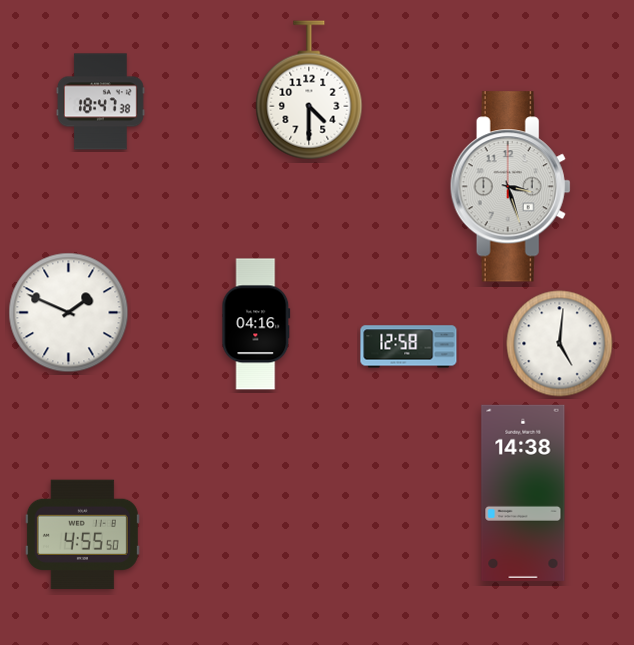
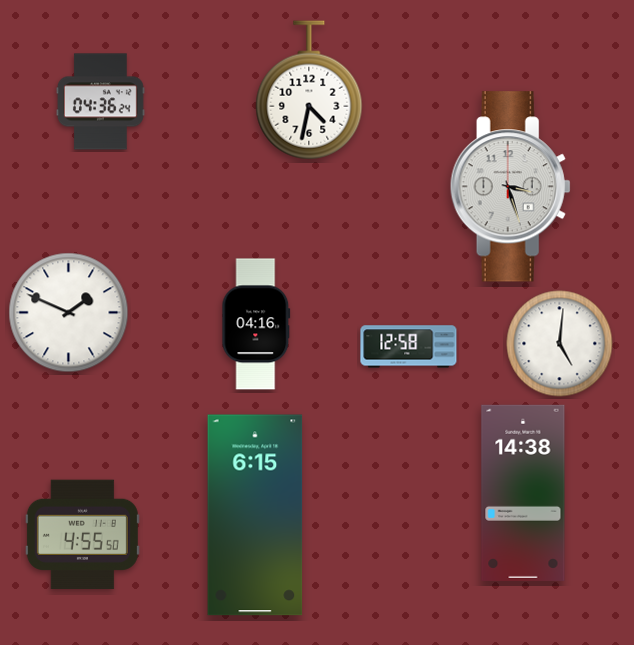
clock at (309, 90): 4:30 -> 4:32
clock at (100, 102): 18:47 -> 04:36
clock at (255, 515): none -> 6:15
